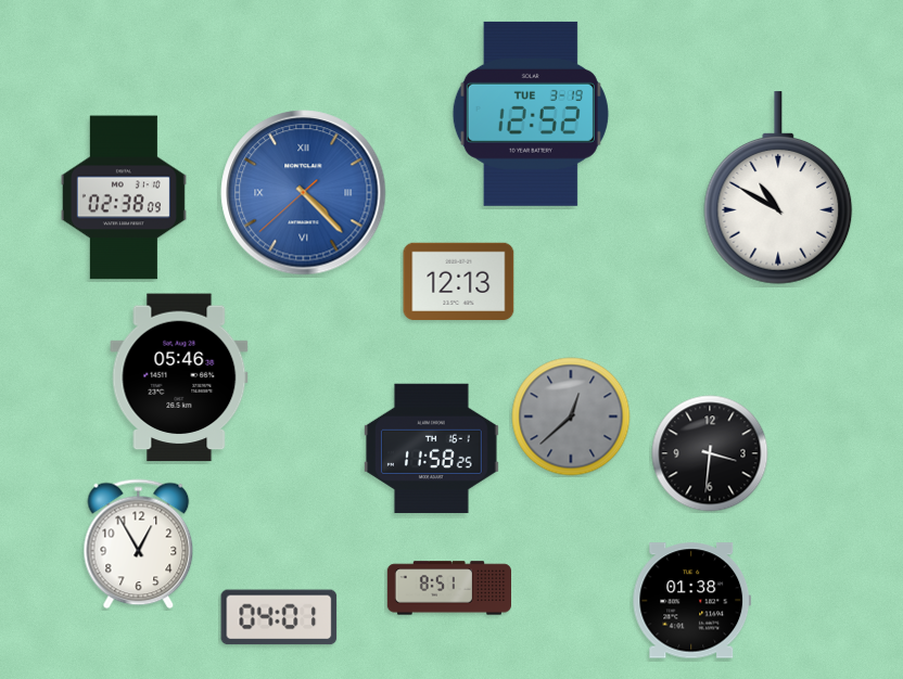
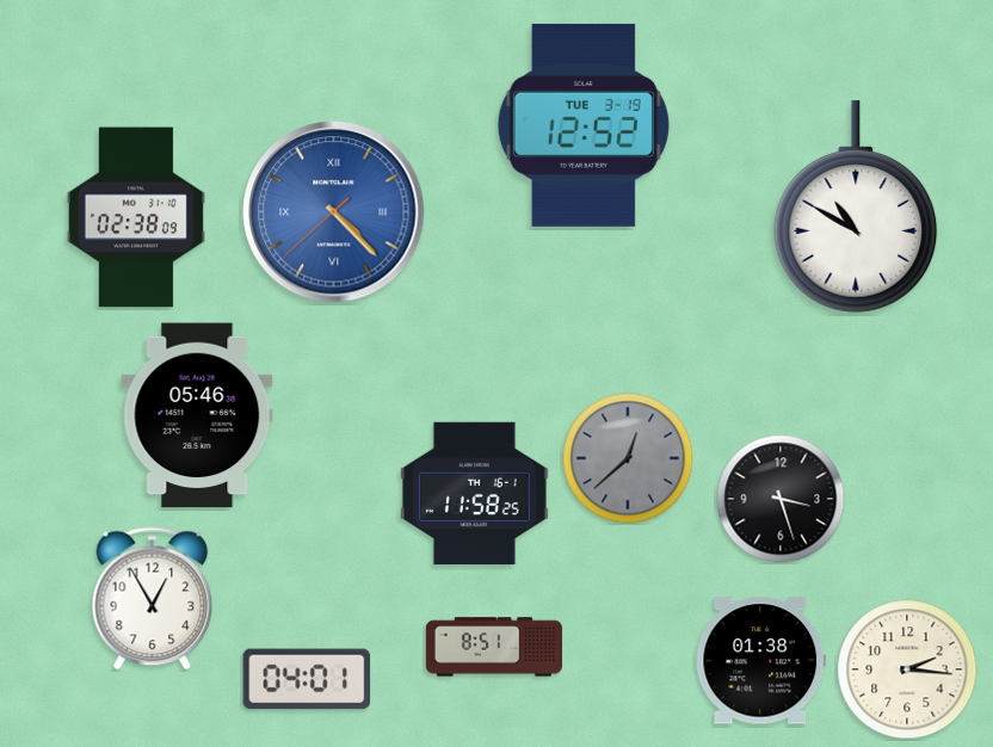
clock at (459, 282): 12:13 -> none
clock at (710, 453): 3:31 -> 3:27
clock at (907, 669): none -> 2:16
